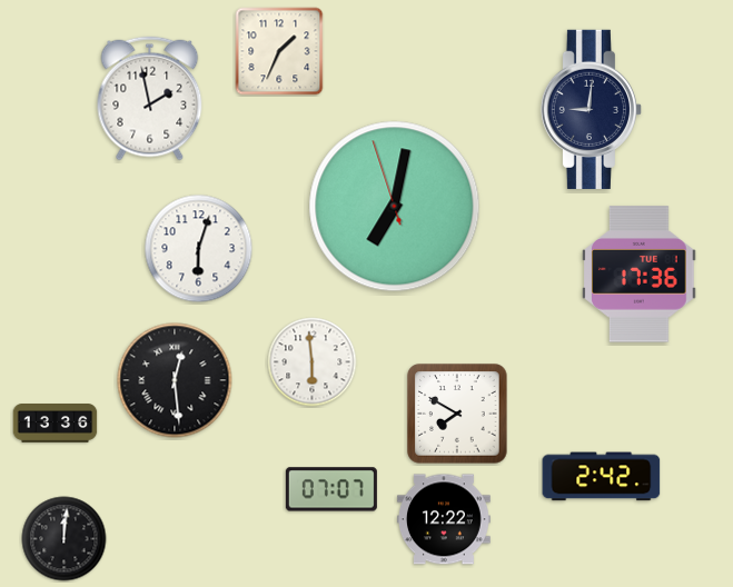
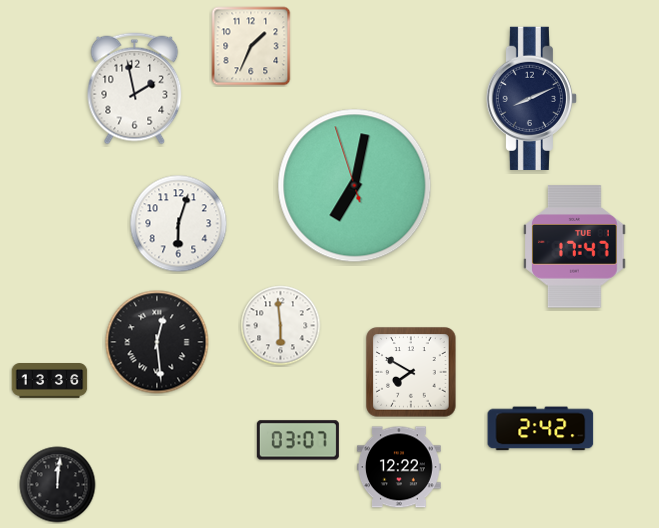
clock at (591, 109): 9:01 -> 8:11
clock at (640, 275): 17:36 -> 17:47
clock at (331, 489): 07:07 -> 03:07
